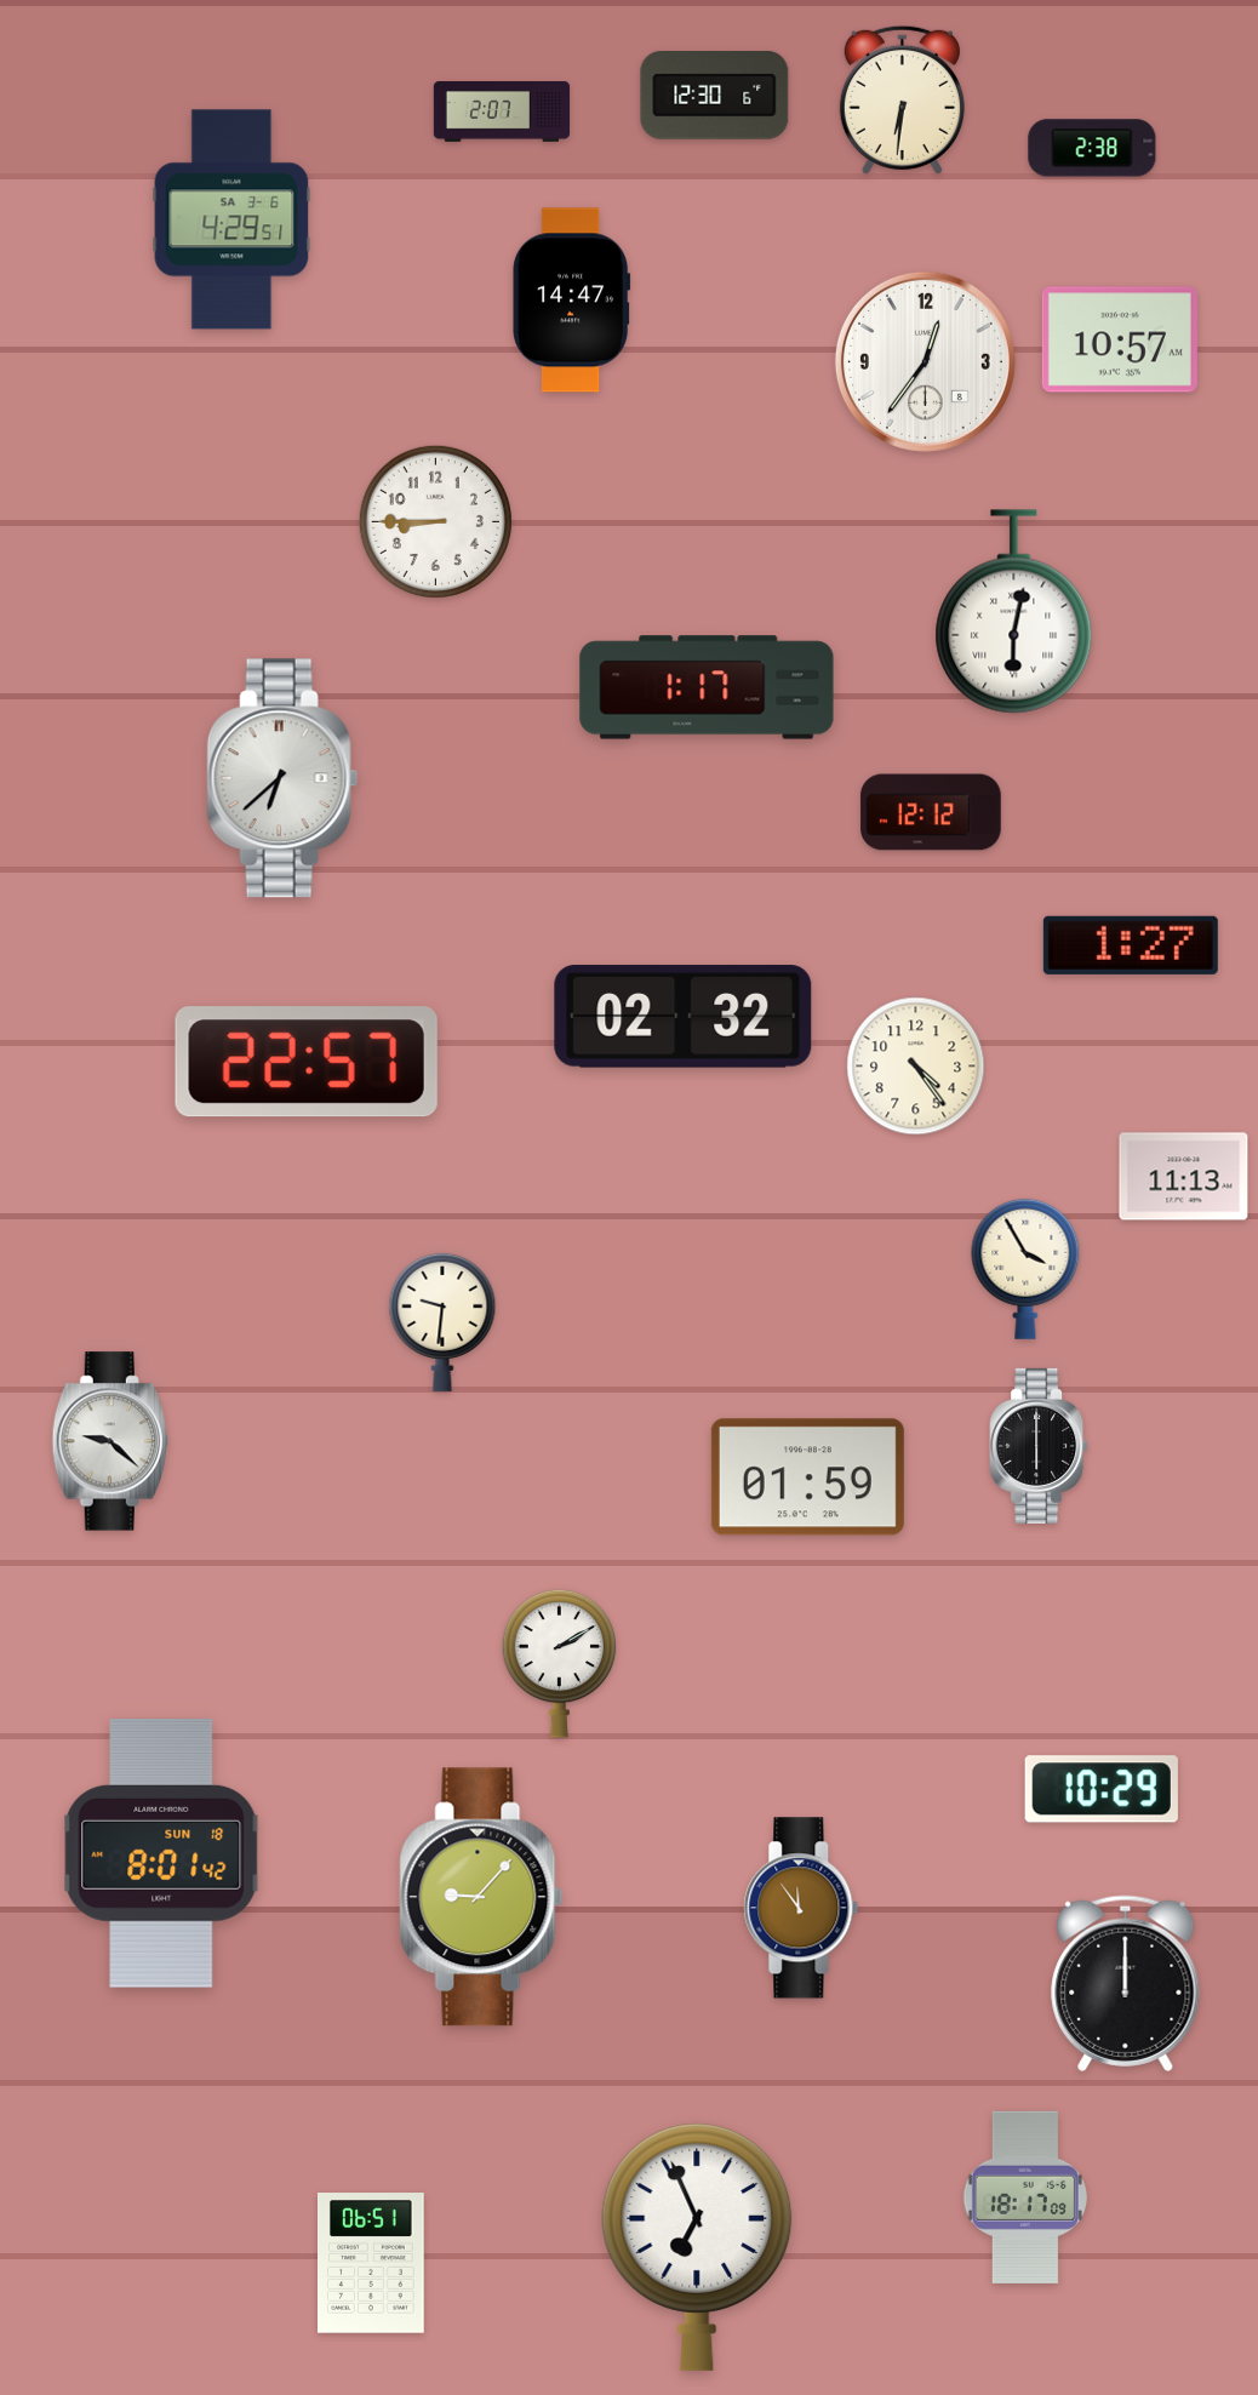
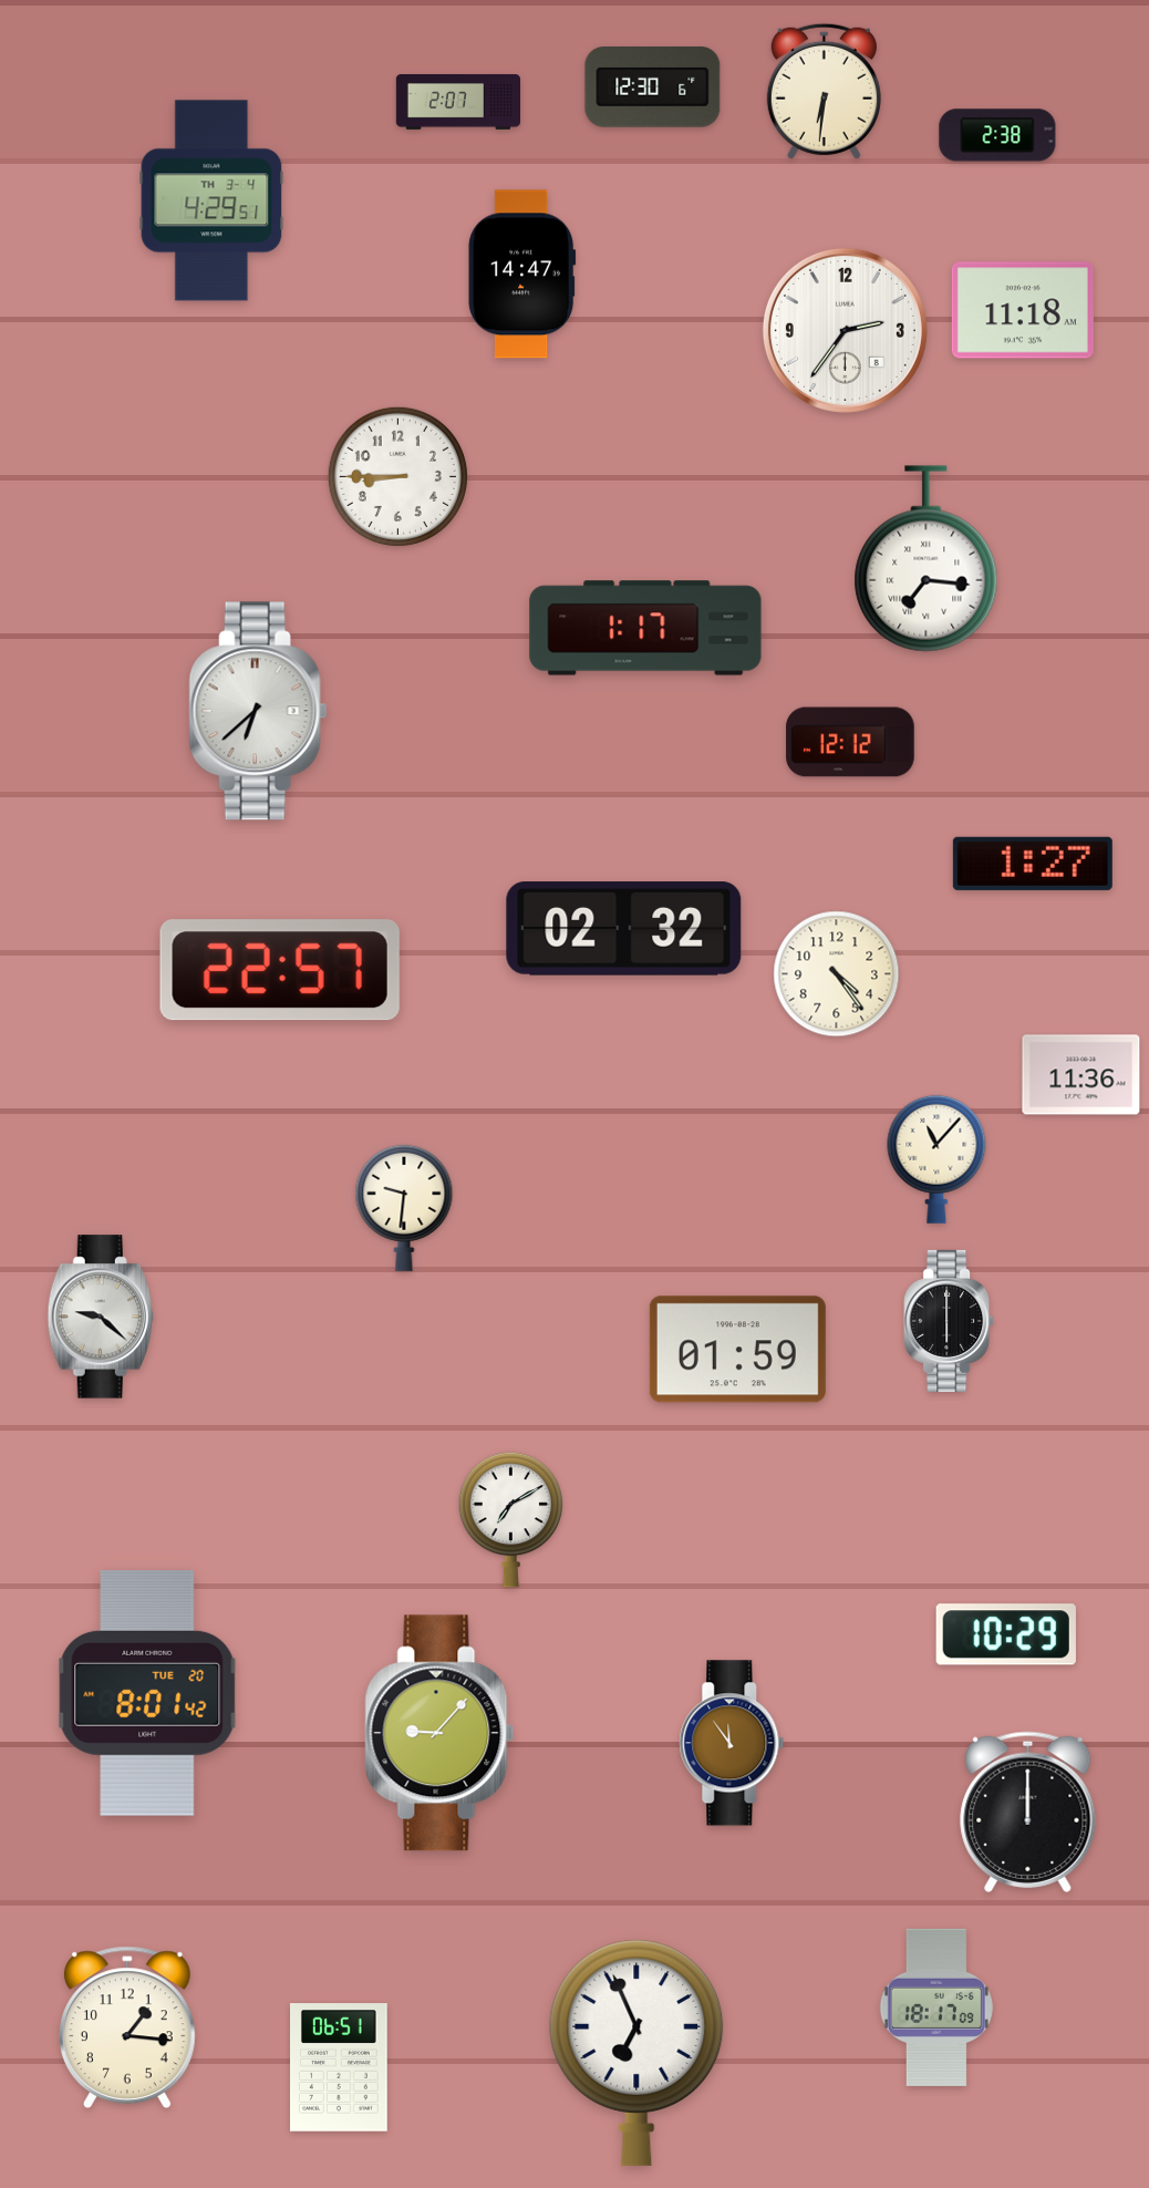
clock at (231, 219) date: SA 3-6 -> TH 3-4
clock at (1120, 339): 10:57 -> 11:18
clock at (925, 361): 12:36 -> 2:36
clock at (1014, 612): 6:02 -> 7:16
clock at (1184, 1177): 11:13 -> 11:36
clock at (1025, 1269): 3:55 -> 11:07
clock at (560, 1663): 2:10 -> 7:10
clock at (161, 1853) date: SUN 18 -> TUE 20
clock at (127, 2026): none -> 1:16
